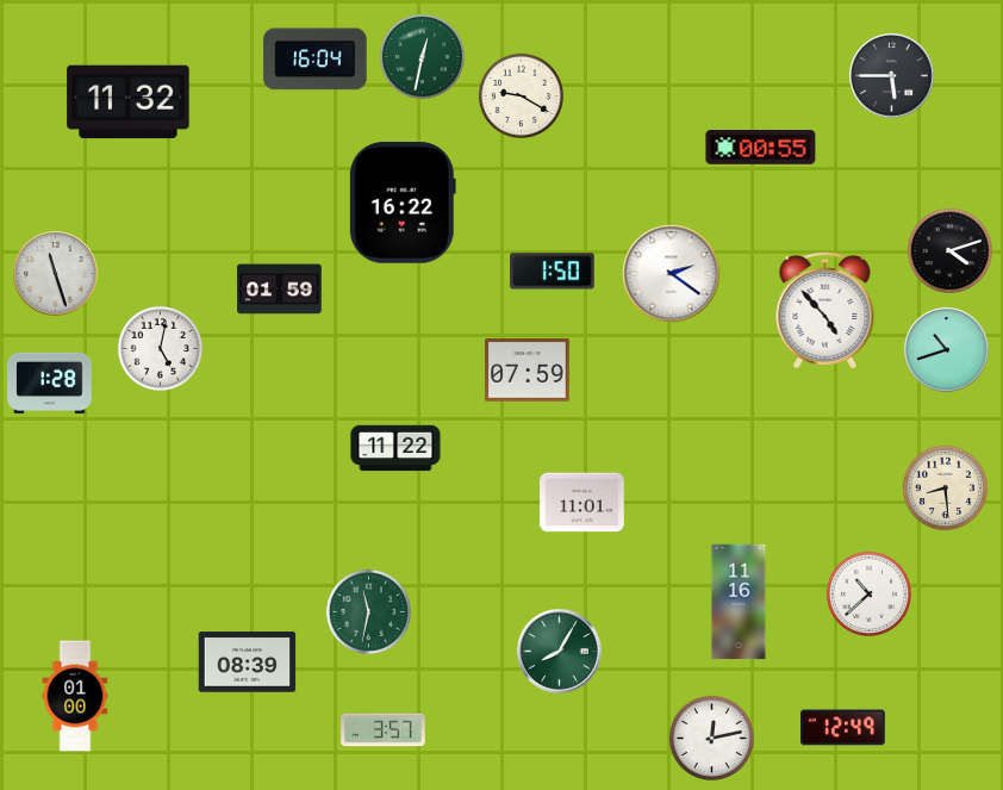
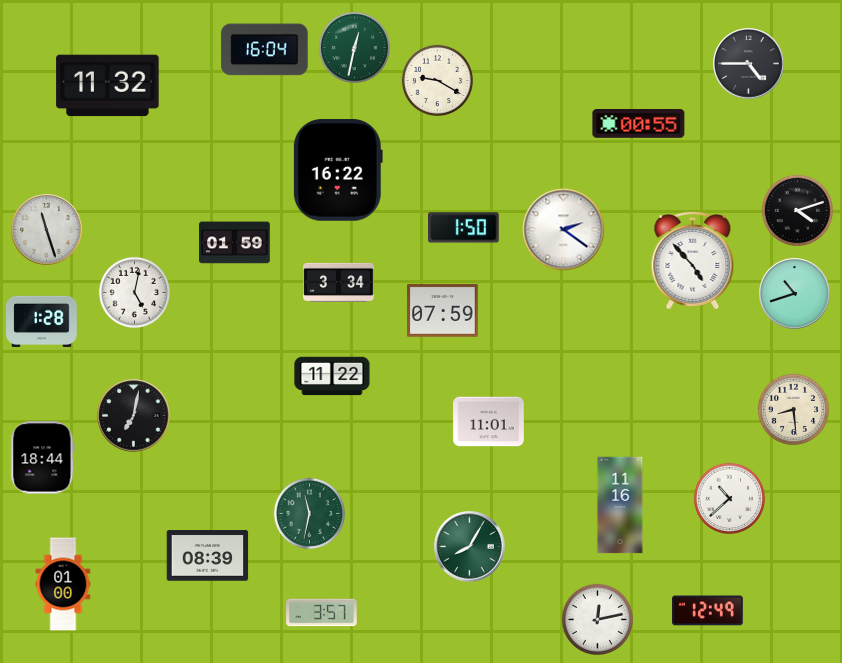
clock at (892, 76): 5:45 -> 4:45
clock at (339, 282): none -> 3:34
clock at (134, 416): none -> 7:02
clock at (43, 458): none -> 18:44
